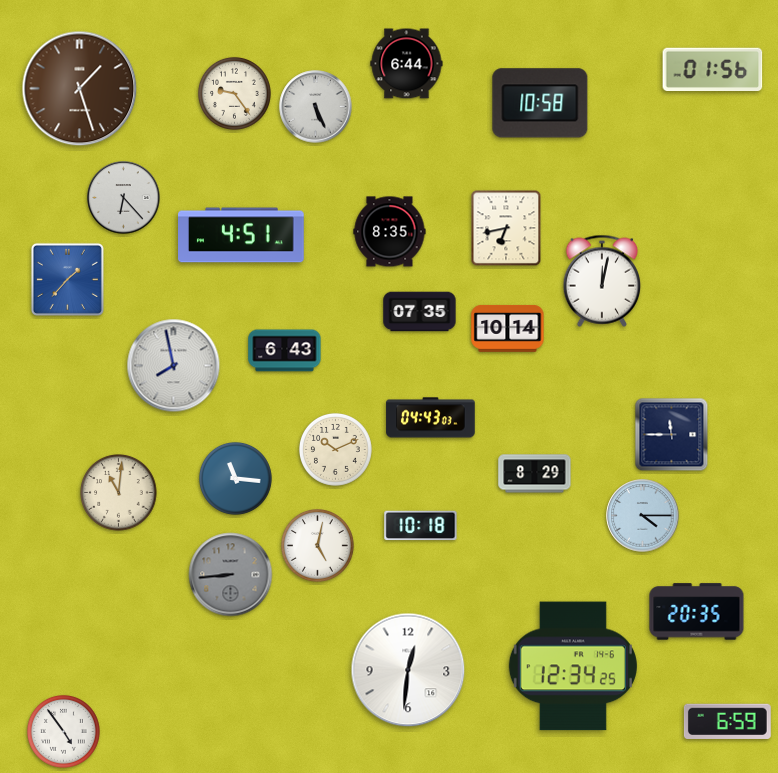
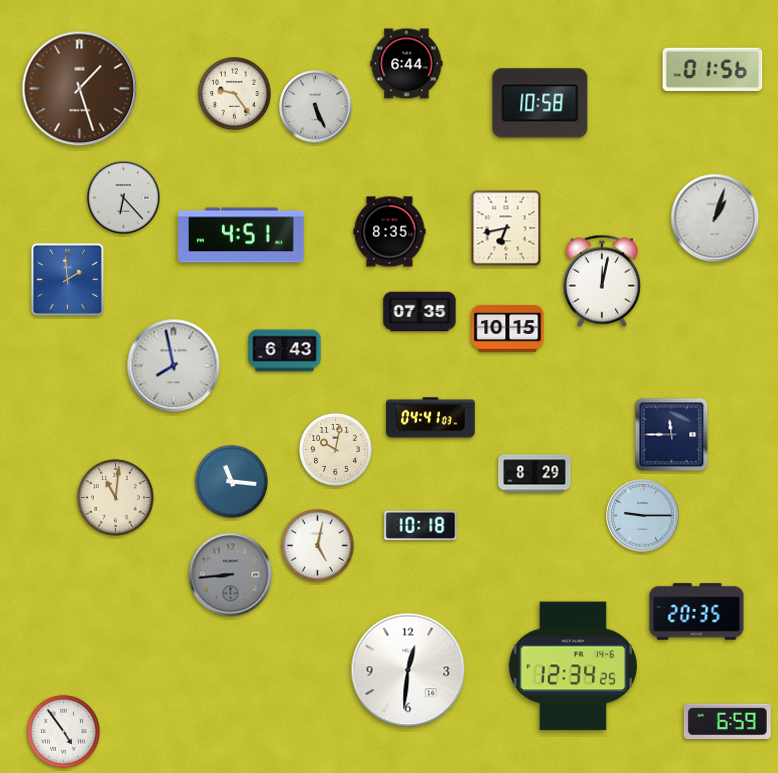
clock at (715, 218): none -> 1:03
clock at (67, 279): 1:37 -> 1:59
clock at (508, 328): 10:14 -> 10:15
clock at (431, 418): 04:43 -> 04:41
clock at (335, 449): 10:11 -> 10:02
clock at (235, 478) position: (235, 478) -> (231, 481)
clock at (119, 493) position: (119, 493) -> (116, 498)
clock at (643, 516): 4:15 -> 9:15
